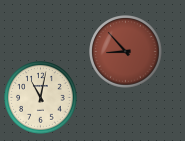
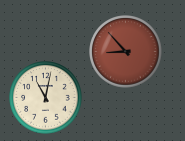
clock at (41, 98) position: (41, 98) -> (46, 98)
